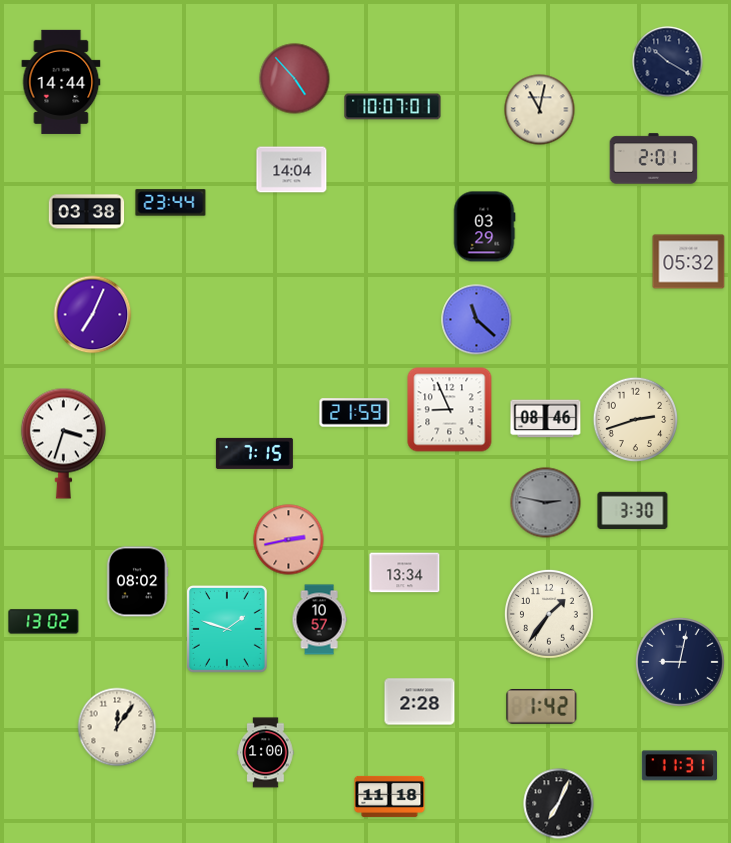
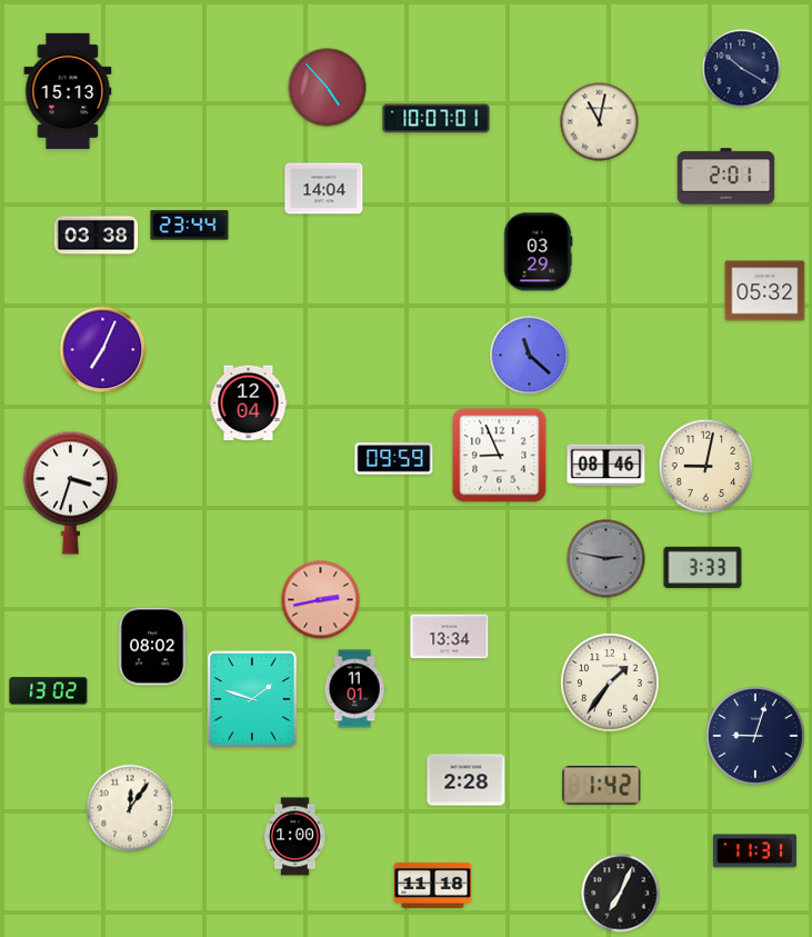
clock at (61, 82): 14:44 -> 15:13
clock at (249, 403): none -> 12:04
clock at (355, 413): 21:59 -> 09:59
clock at (635, 419): 2:42 -> 9:02
clock at (254, 453): 7:15 -> none
clock at (633, 511): 3:30 -> 3:33
clock at (319, 620): 10:57 -> 11:01
clock at (680, 662): 9:02 -> 9:03
